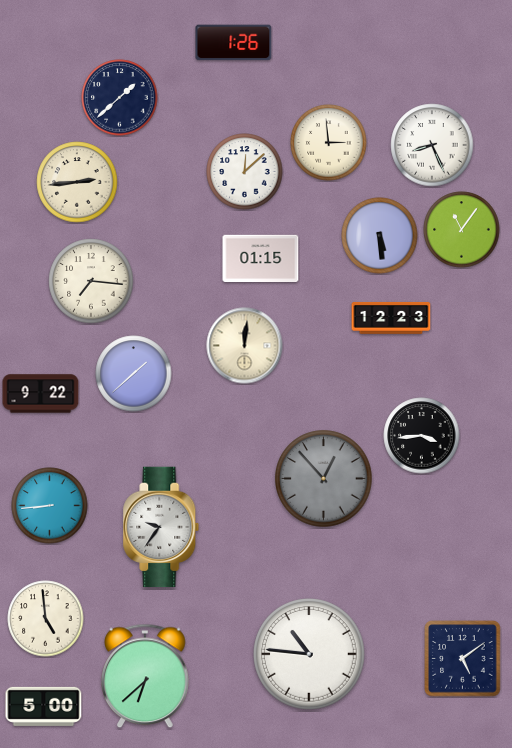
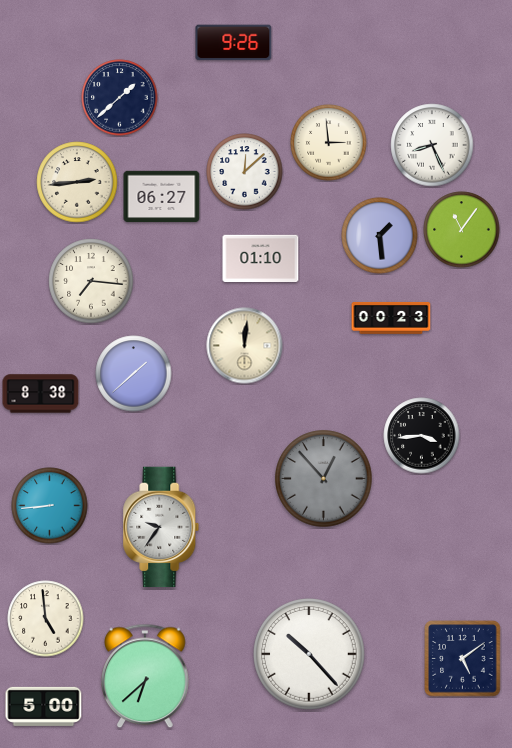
clock at (234, 43): 1:26 -> 9:26
clock at (162, 197): none -> 06:27
clock at (380, 236): 5:29 -> 1:29
clock at (261, 258): 01:15 -> 01:10
clock at (391, 319): 12:23 -> 00:23
clock at (41, 394): 9:22 -> 8:38
clock at (310, 655): 10:46 -> 10:23
